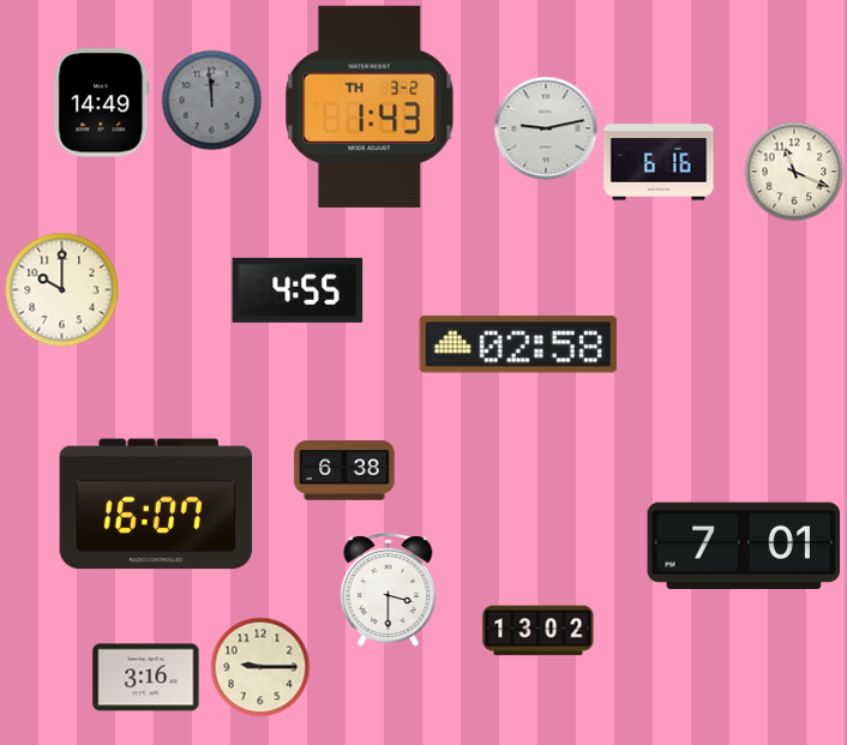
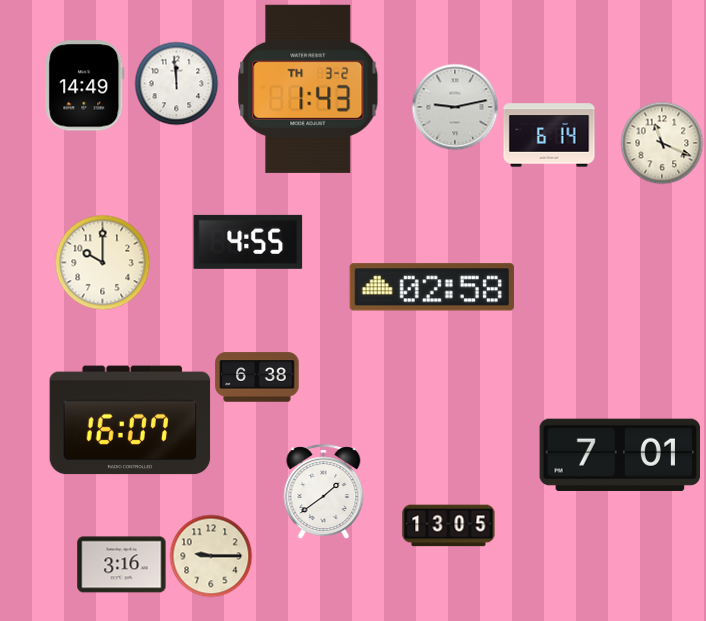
clock at (211, 100) dial: grey -> white
clock at (659, 162): 6:16 -> 6:14
clock at (61, 289) position: (61, 289) -> (102, 262)
clock at (344, 470) position: (344, 470) -> (257, 377)
clock at (389, 589): 3:30 -> 1:39
clock at (539, 631): 13:02 -> 13:05
clock at (260, 667) position: (260, 667) -> (211, 556)
